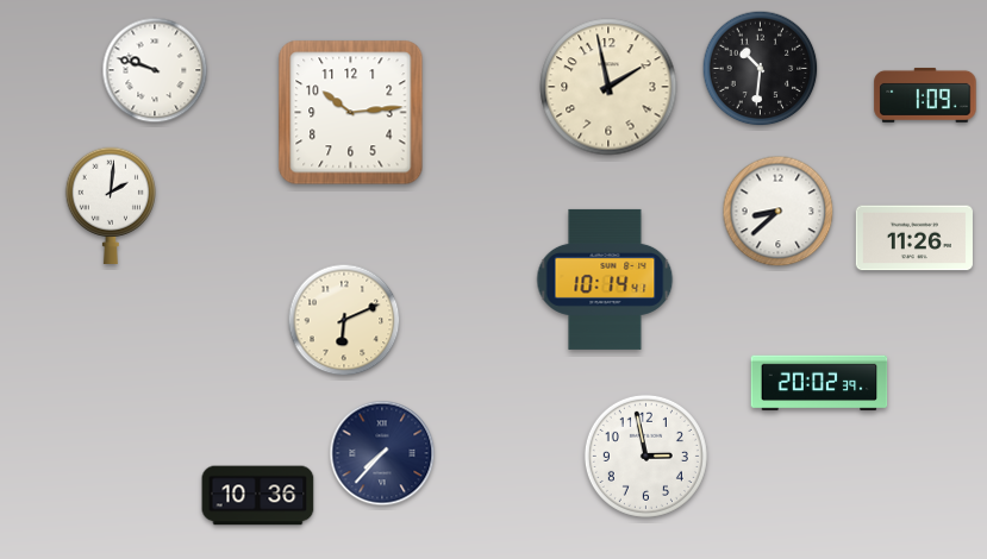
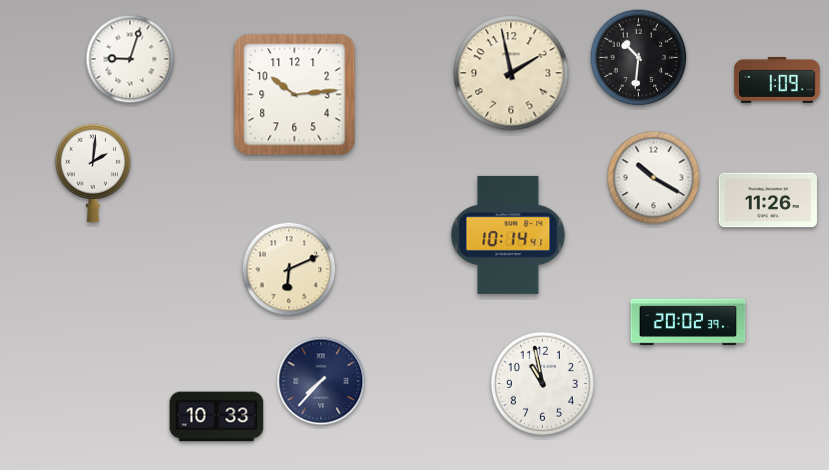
clock at (155, 70): 9:48 -> 9:03
clock at (779, 212): 8:38 -> 10:20
clock at (645, 456): 2:58 -> 10:58
clock at (258, 496): 10:36 -> 10:33
